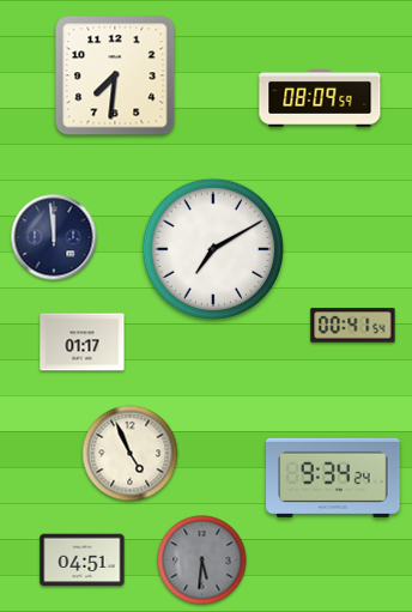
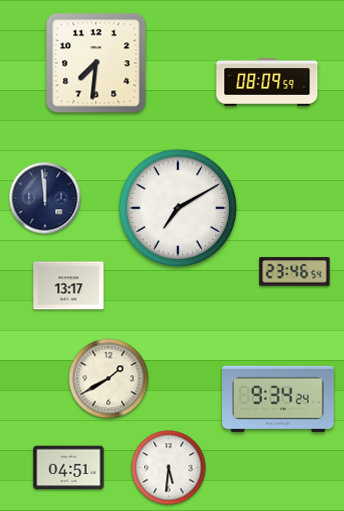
clock at (353, 326): 00:41 -> 23:46
clock at (83, 343): 01:17 -> 13:17
clock at (131, 454): 4:56 -> 1:40
clock at (202, 561) dial: grey -> white
